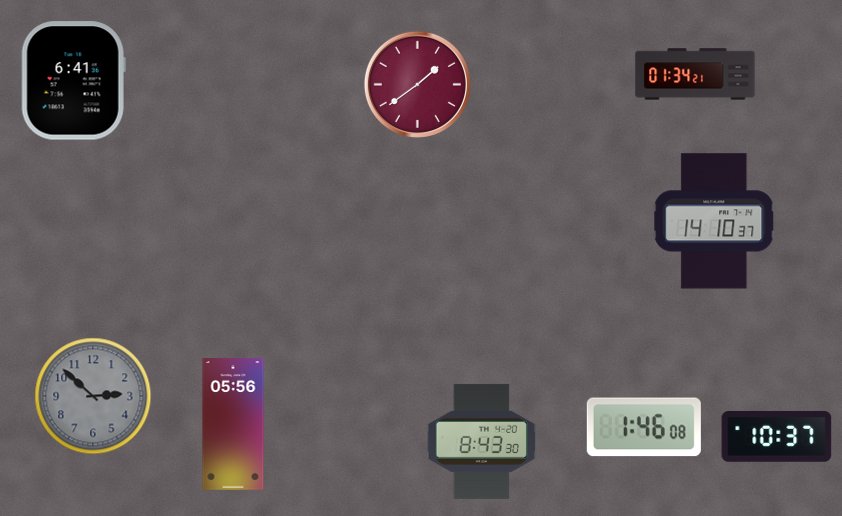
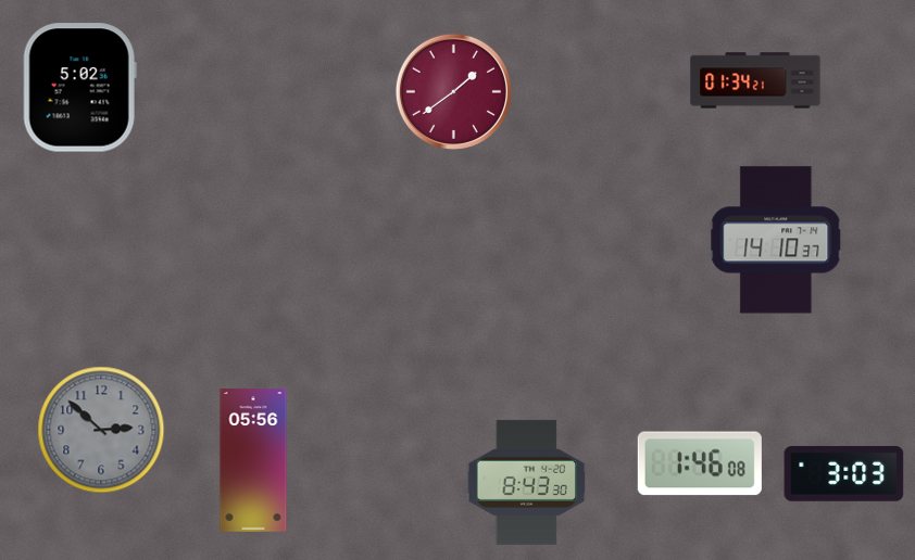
clock at (73, 81): 6:41 -> 5:02
clock at (777, 437): 10:37 -> 3:03
clock at (481, 441) position: (481, 441) -> (526, 482)
